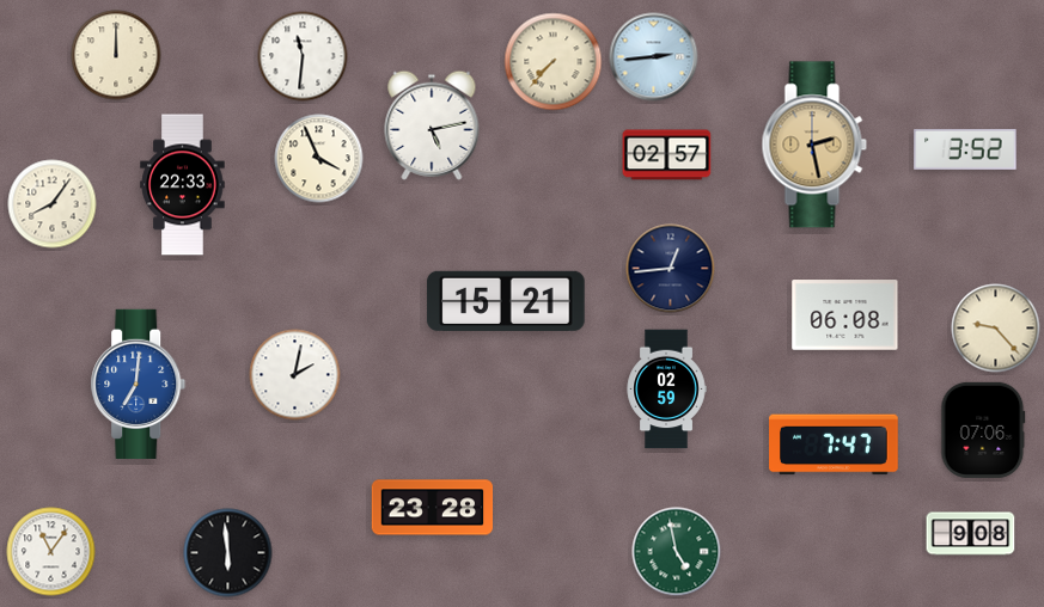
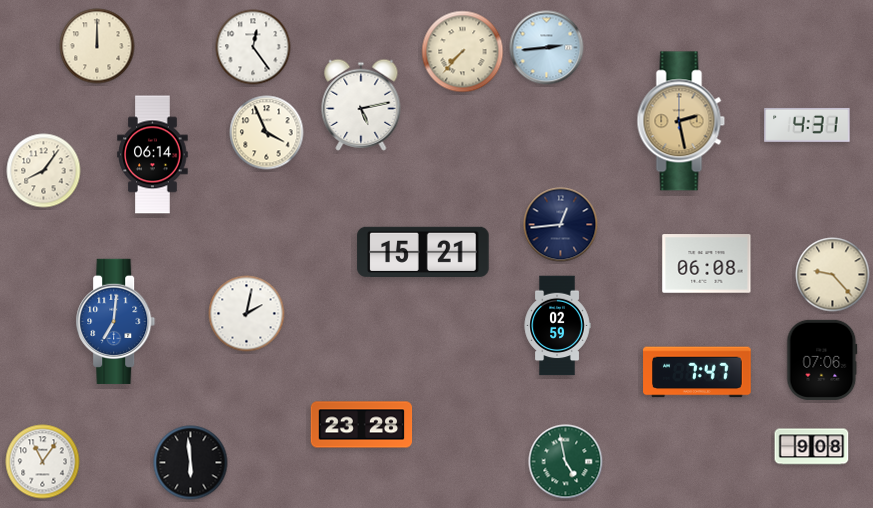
clock at (303, 56): 11:31 -> 12:24
clock at (965, 149): 3:52 -> 4:31
clock at (667, 155): 02:57 -> none
clock at (183, 185): 22:33 -> 06:14
